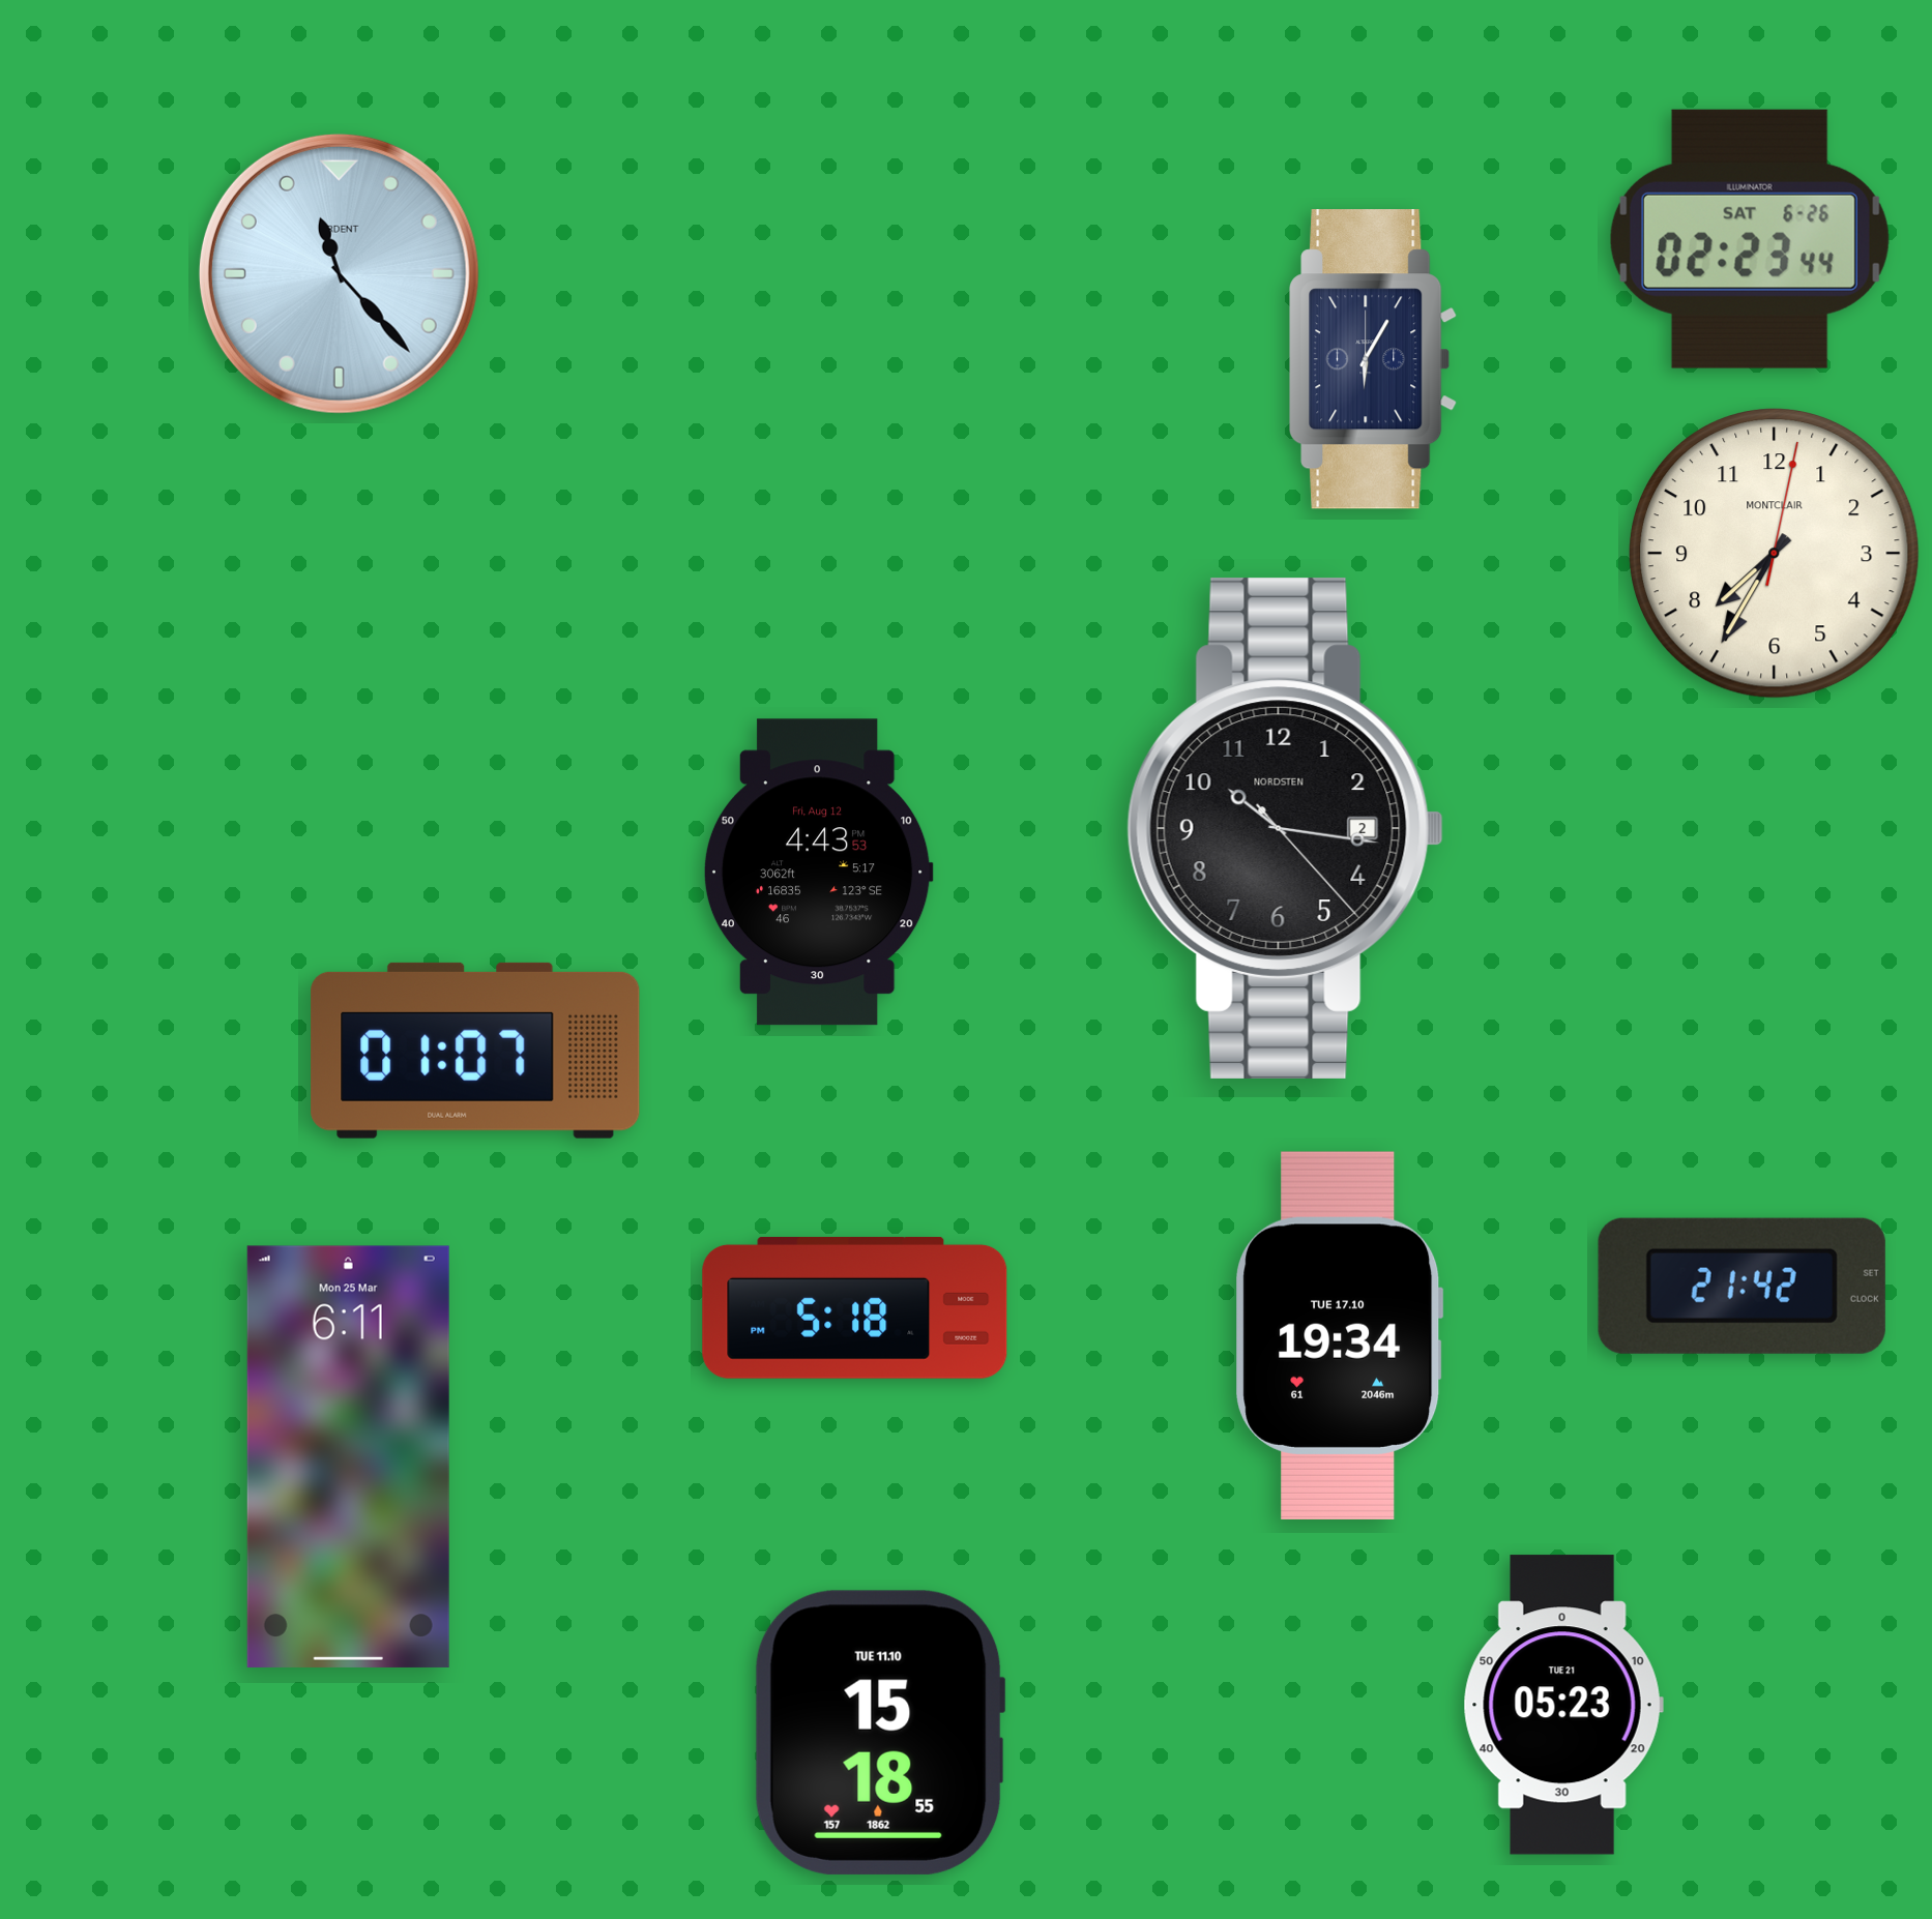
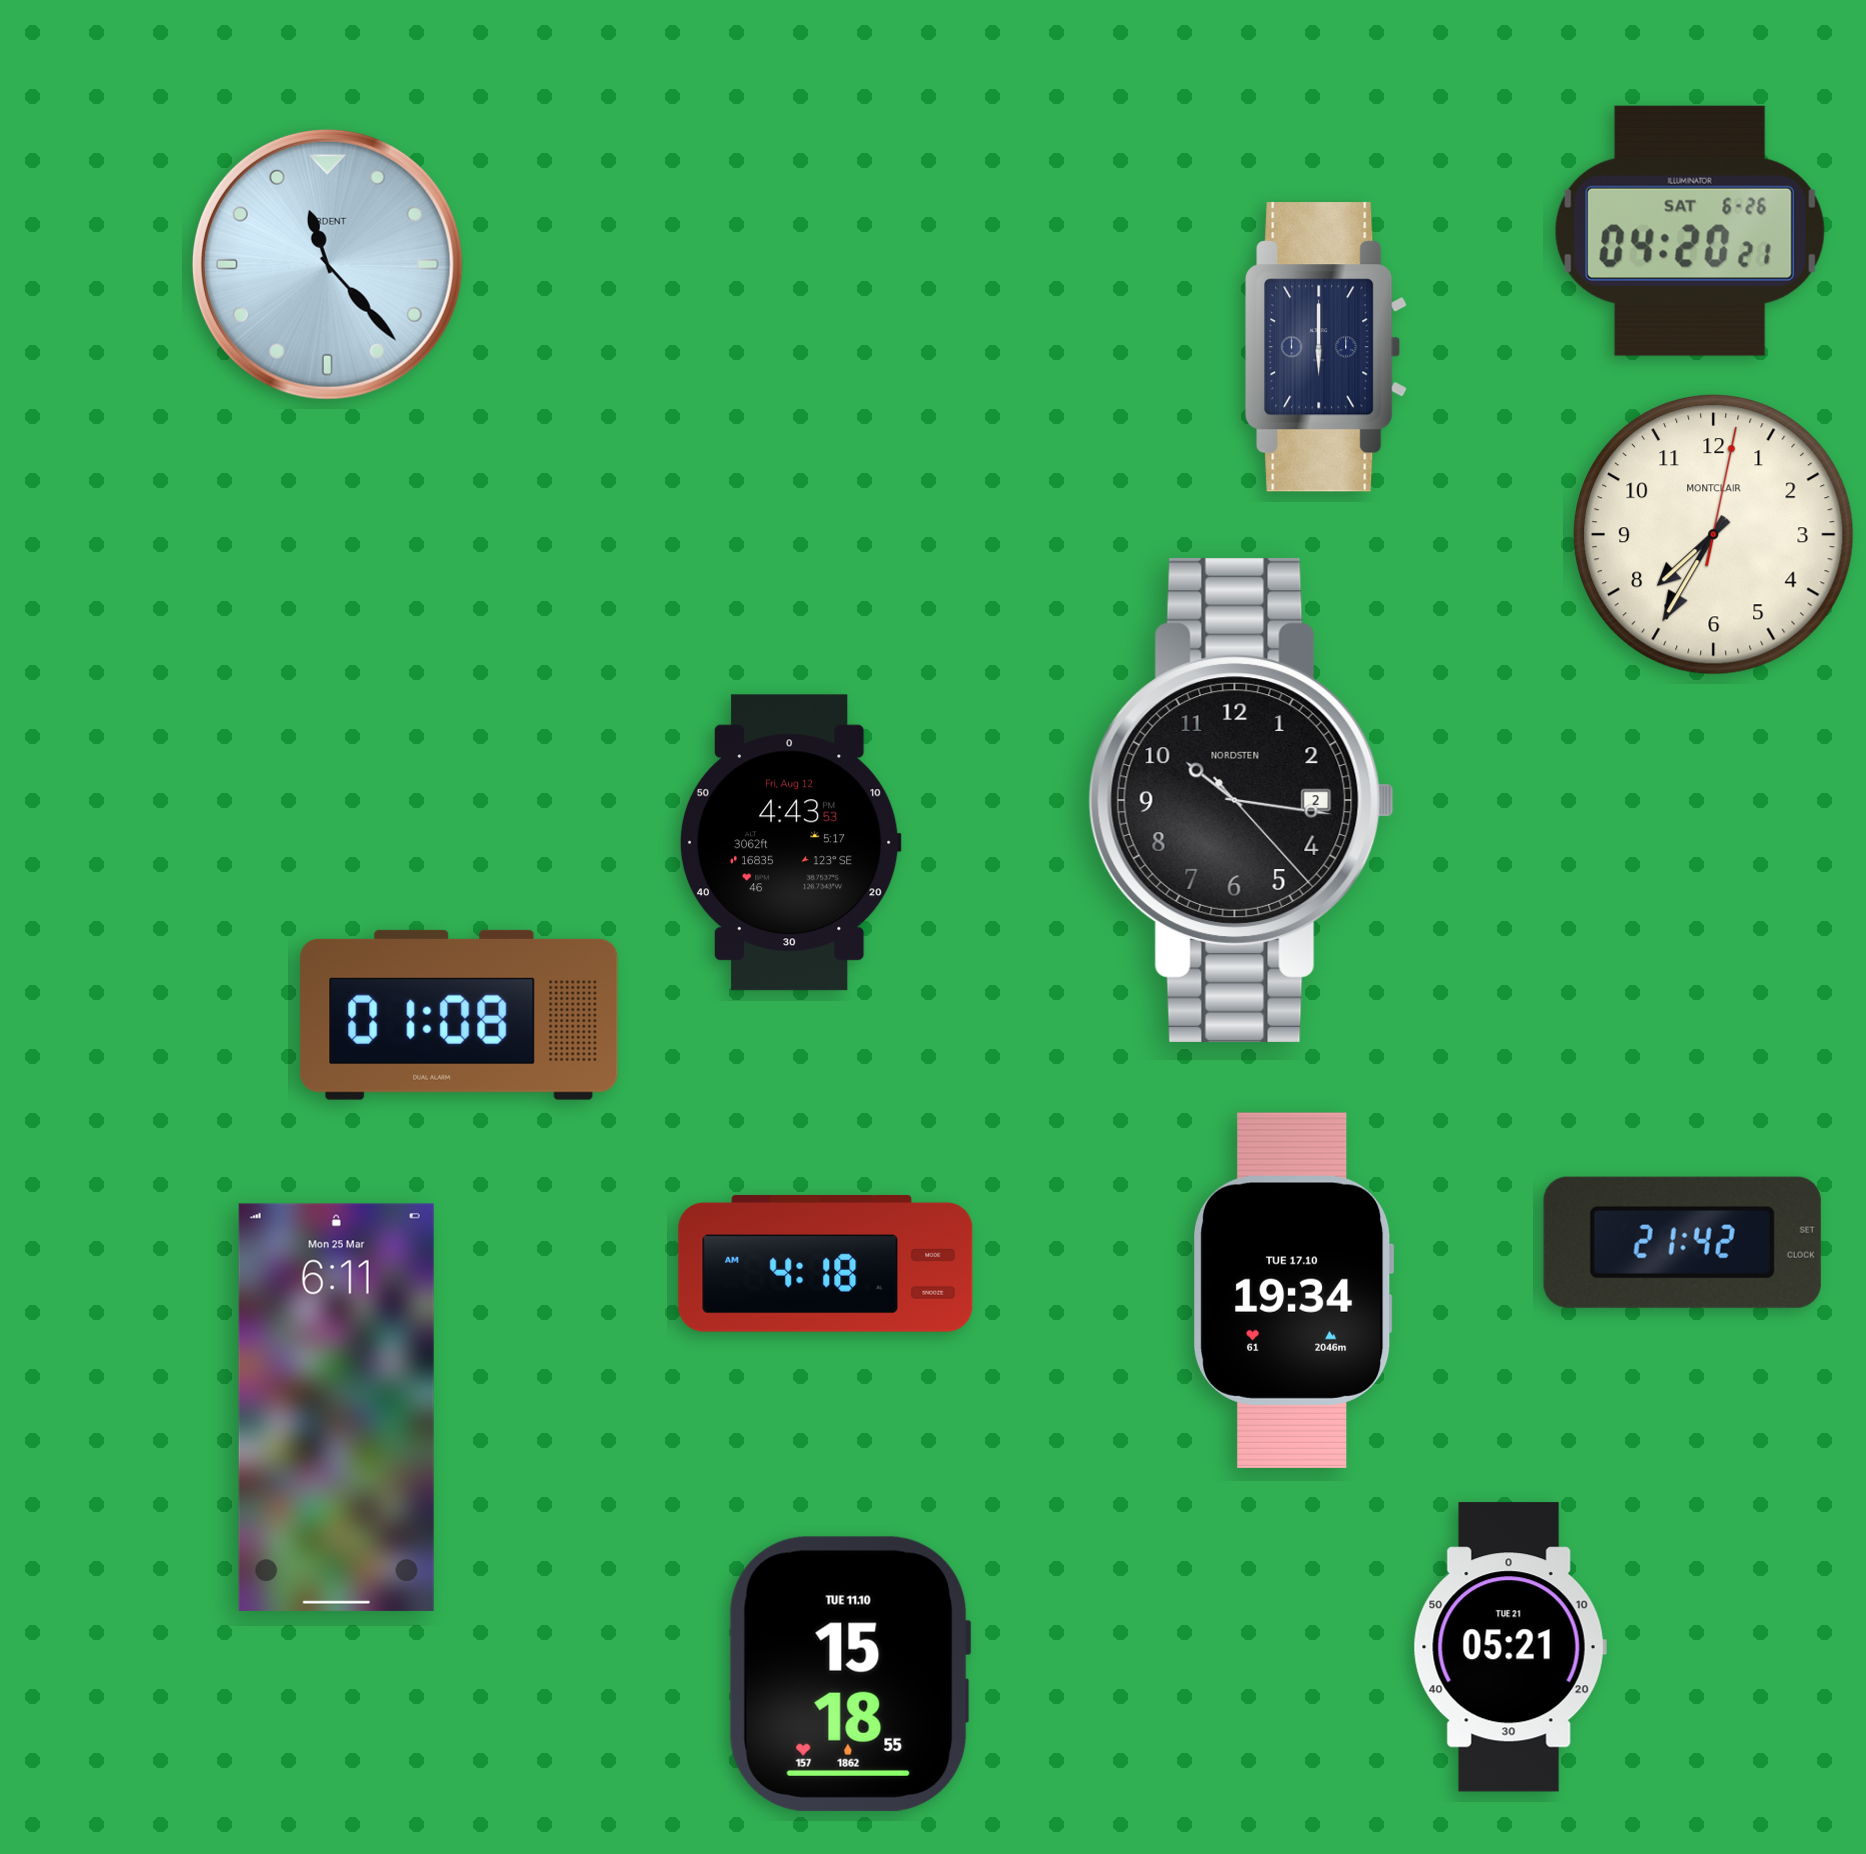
clock at (1750, 239): 02:23 -> 04:20
clock at (1373, 359): 6:05 -> 6:00
clock at (475, 1051): 01:07 -> 01:08
clock at (855, 1307): 5:18 -> 4:18
clock at (1563, 1705): 05:23 -> 05:21
